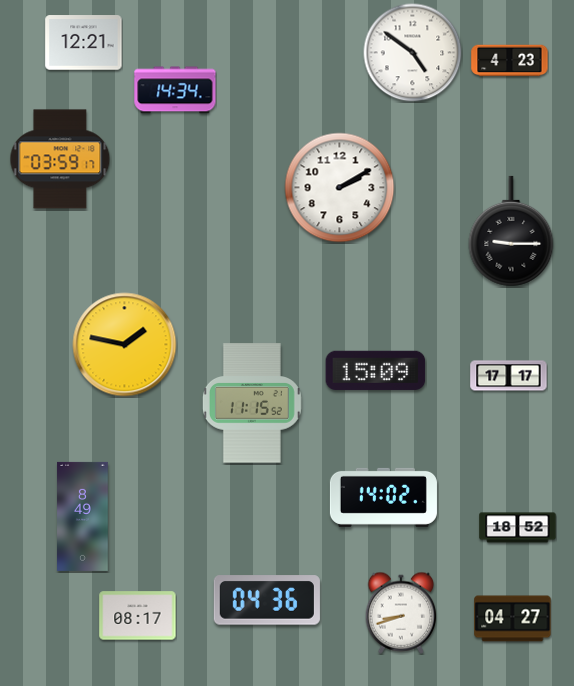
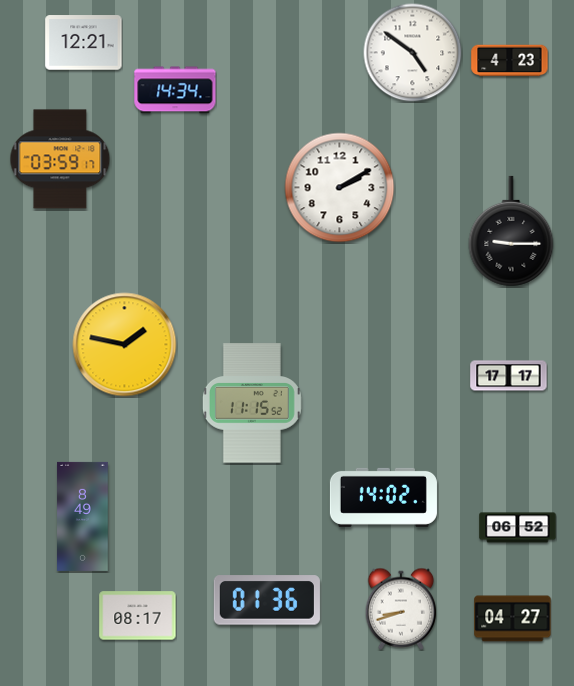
clock at (376, 370): 15:09 -> none
clock at (518, 528): 18:52 -> 06:52
clock at (267, 600): 04:36 -> 01:36
clock at (401, 613) position: (401, 613) -> (401, 609)
